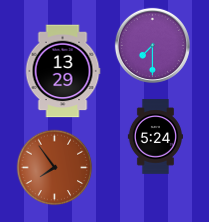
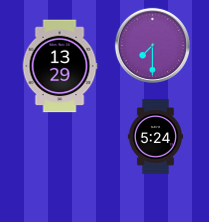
clock at (63, 71) position: (63, 71) -> (60, 66)
clock at (55, 168): 7:54 -> none
